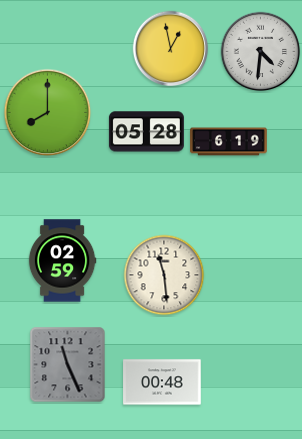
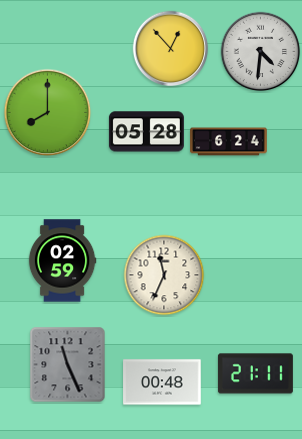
clock at (171, 49): 12:58 -> 12:53
clock at (229, 142): 6:19 -> 6:24
clock at (164, 275): 11:29 -> 11:34
clock at (255, 374): none -> 21:11
